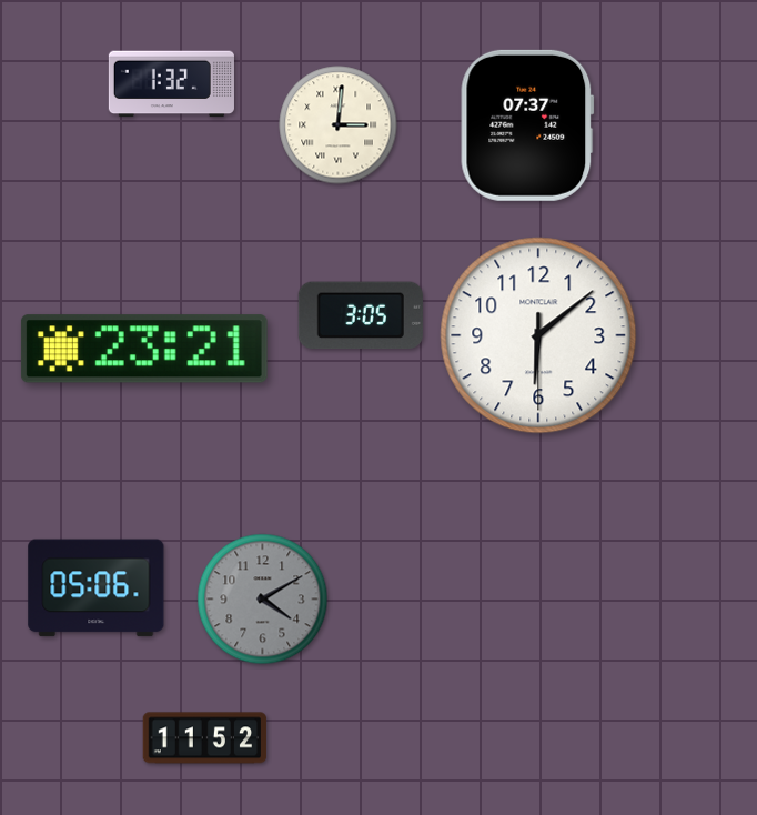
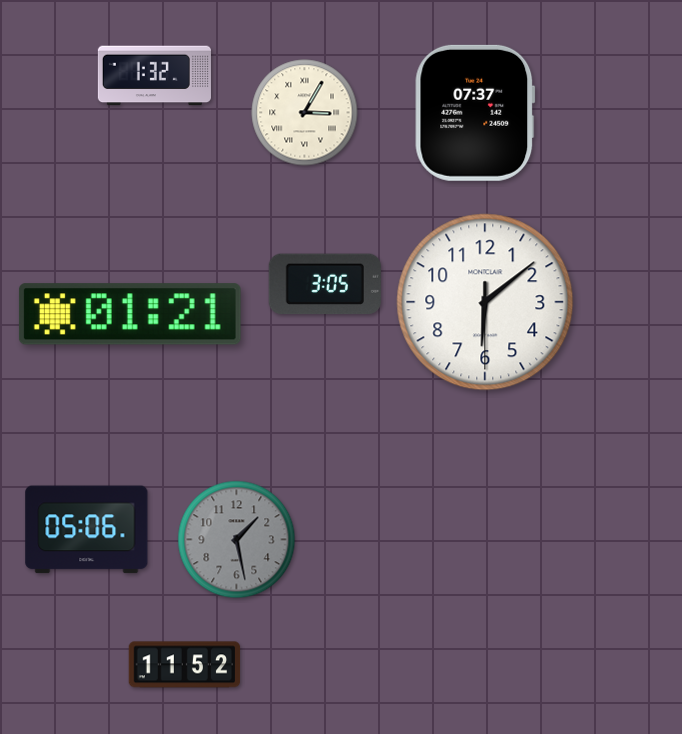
clock at (339, 125): 3:01 -> 3:05
clock at (144, 349): 23:21 -> 01:21
clock at (263, 600): 4:10 -> 1:28
